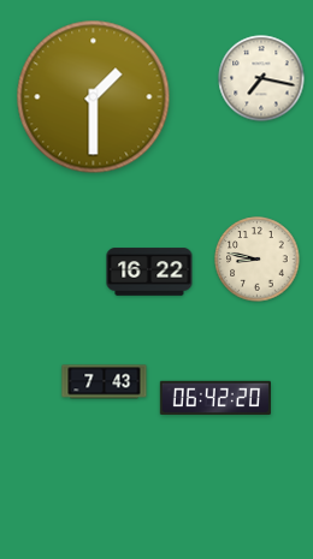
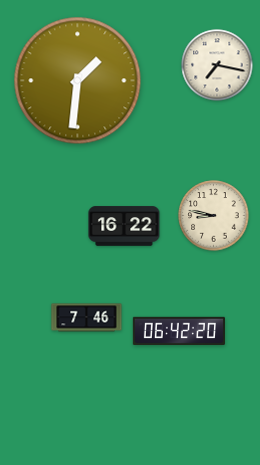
clock at (94, 97): 1:30 -> 1:31
clock at (105, 382): 7:43 -> 7:46
